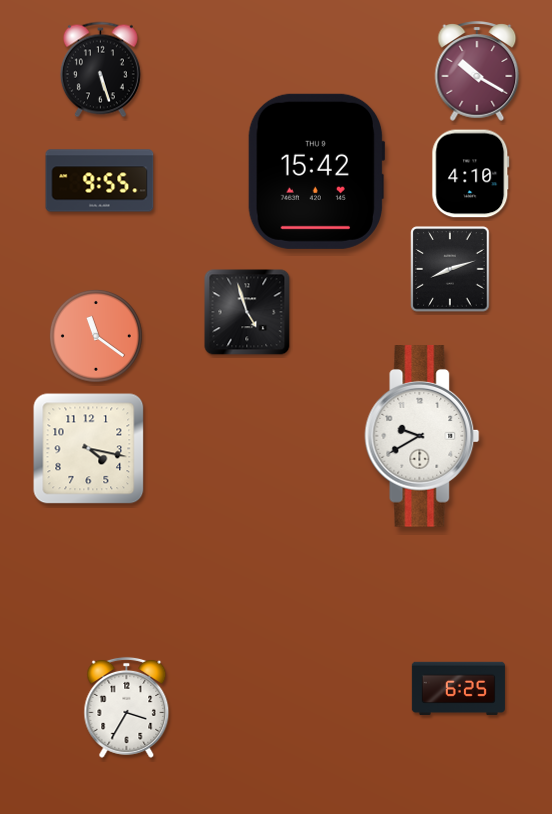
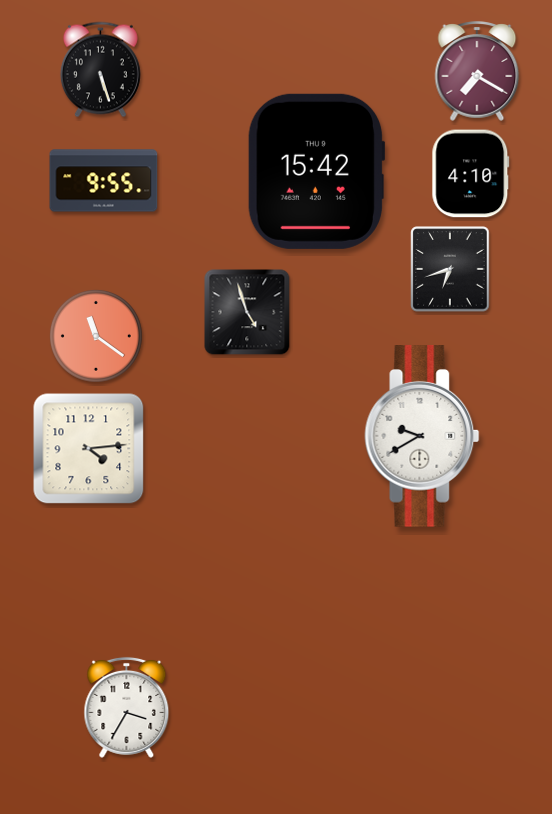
clock at (477, 71): 10:20 -> 7:20
clock at (100, 181) position: (100, 181) -> (104, 181)
clock at (450, 269): 8:12 -> 6:42
clock at (89, 449): 4:17 -> 4:14
clock at (458, 688): 6:25 -> none
